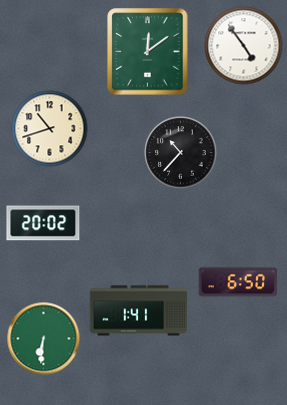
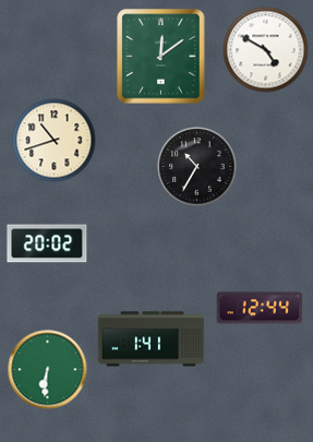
clock at (244, 46): 4:54 -> 4:50
clock at (181, 153): 10:37 -> 10:35
clock at (238, 282): 6:50 -> 12:44
